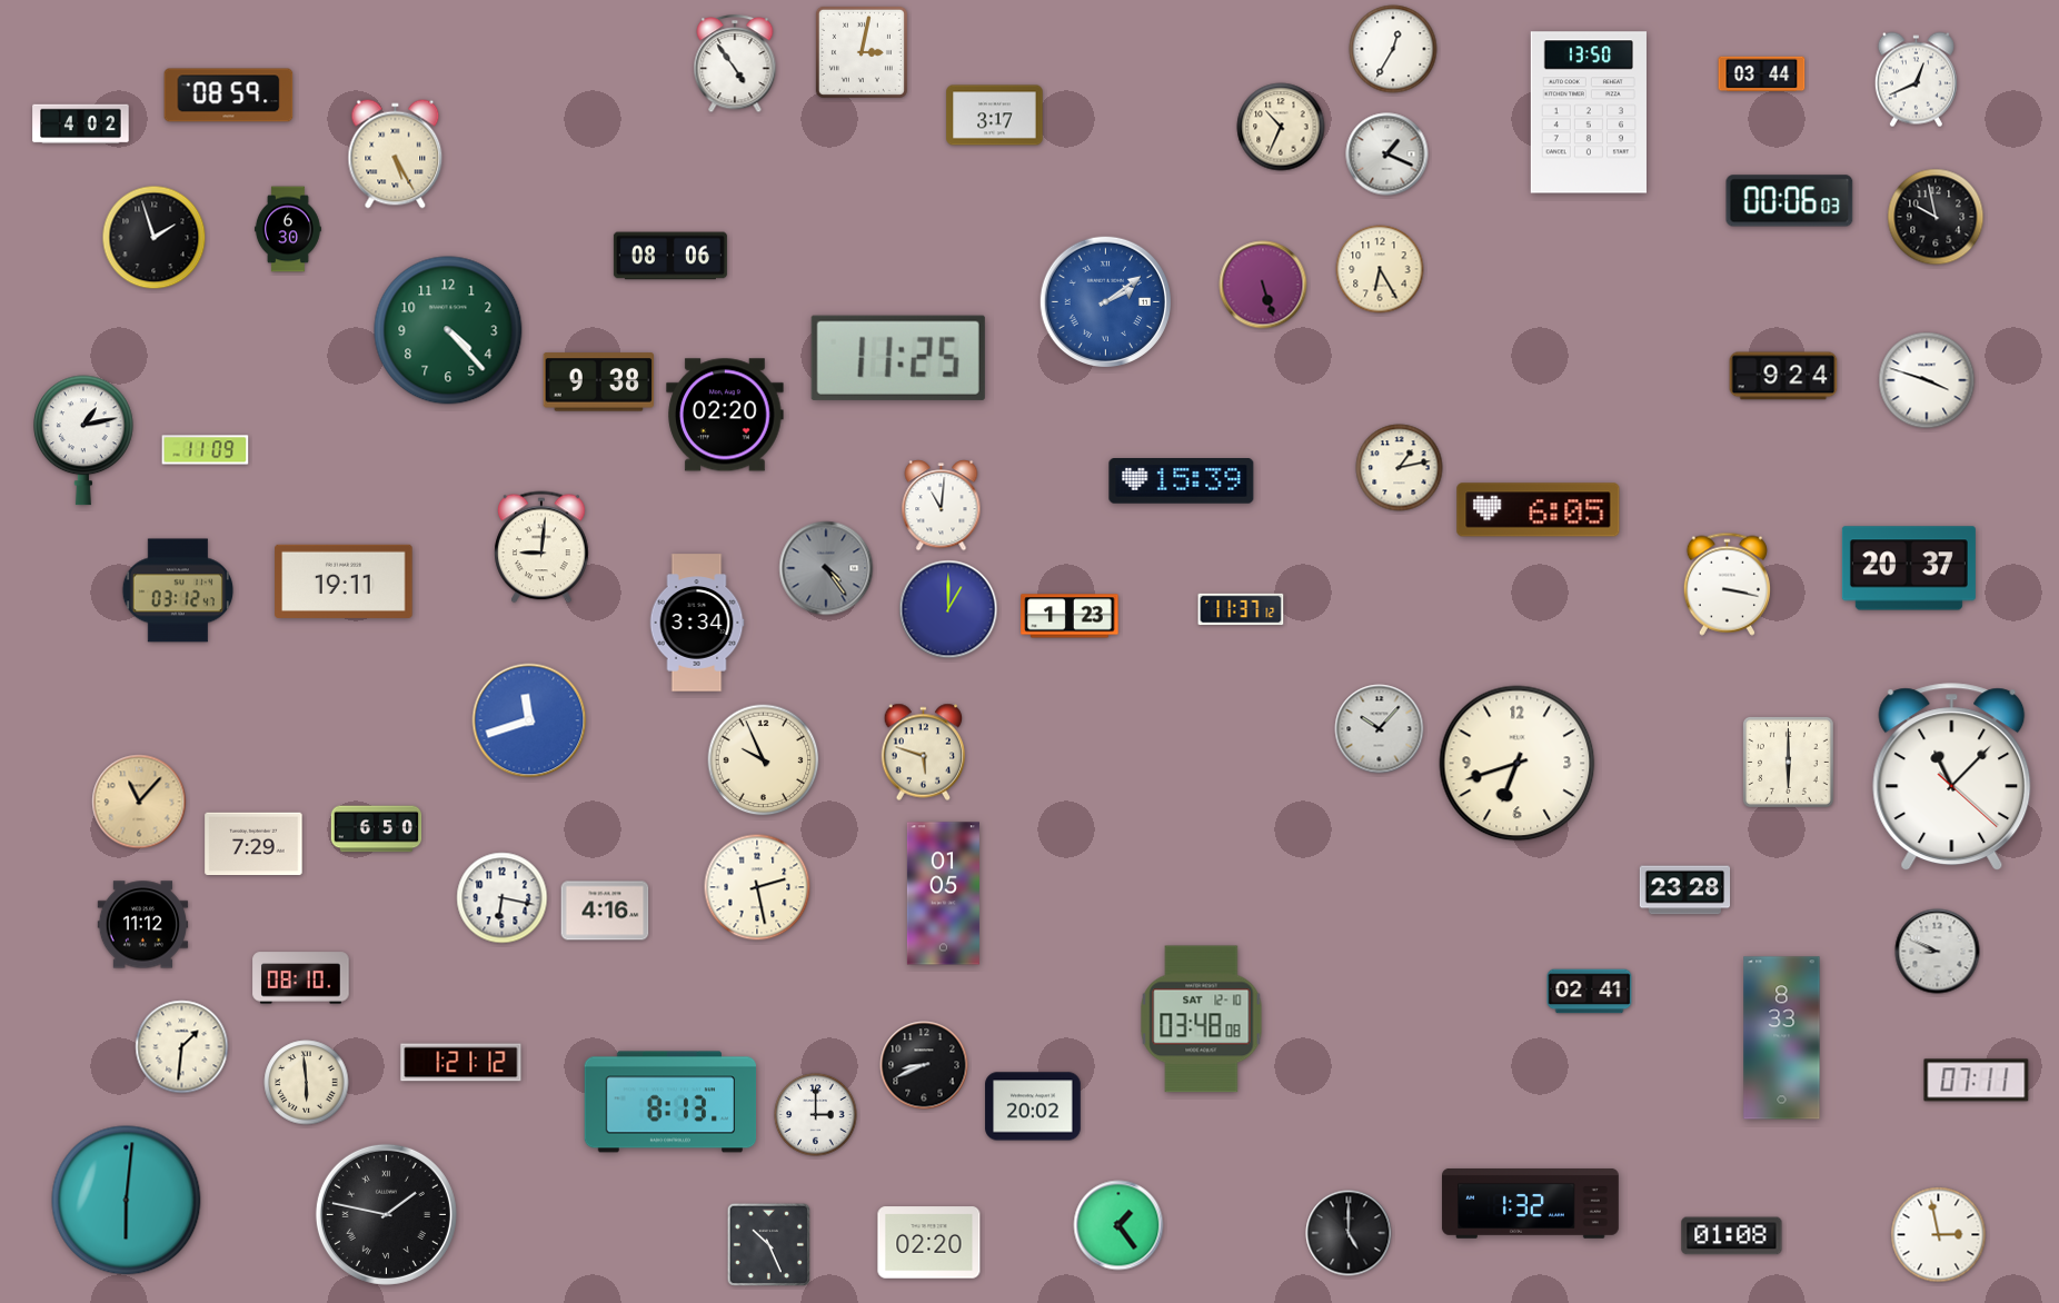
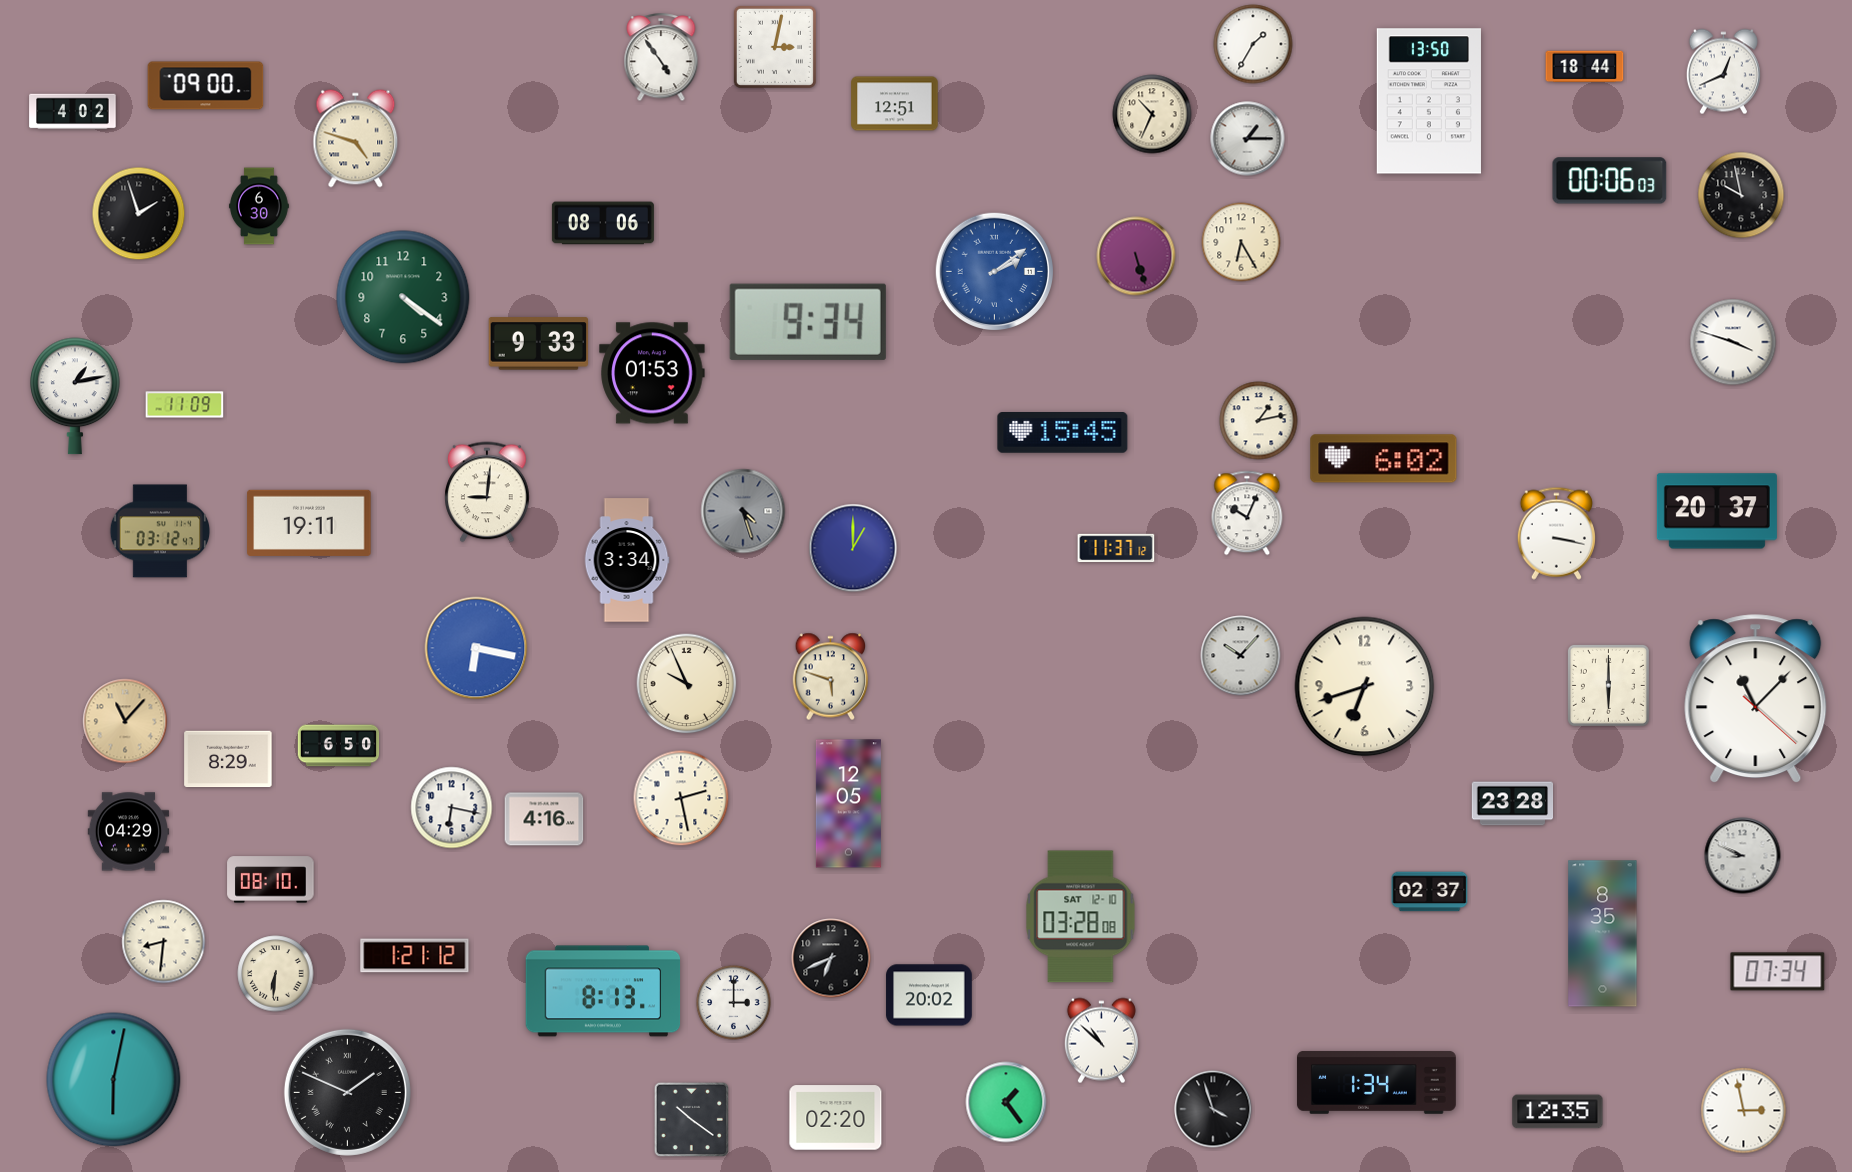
clock at (1393, 49): 12:35 -> 1:35
clock at (1762, 74): 03:44 -> 18:44
clock at (229, 96): 08:59 -> 09:00
clock at (995, 116): 3:17 -> 12:51
clock at (396, 155): 5:25 -> 4:48
clock at (1387, 155): 1:19 -> 1:15
clock at (670, 256) position: (670, 256) -> (603, 223)
clock at (448, 330): 4:23 -> 4:21
clock at (898, 358): 11:25 -> 9:34
clock at (1783, 376): 9:24 -> none
clock at (598, 382): 9:38 -> 9:33
clock at (725, 415): 02:20 -> 01:53
clock at (1182, 481): 15:39 -> 15:45
clock at (942, 506): 11:01 -> none
clock at (1539, 510): 6:05 -> 6:02
clock at (826, 568): 4:24 -> 4:27
clock at (1247, 513): none -> 10:04
clock at (1727, 584) position: (1727, 584) -> (1556, 533)
clock at (1070, 616): 1:23 -> none
clock at (529, 720): 11:42 -> 6:17
clock at (253, 844): 7:29 -> 8:29
clock at (1685, 891) position: (1685, 891) -> (1513, 804)
clock at (943, 894): 01:05 -> 12:05
clock at (143, 925): 11:12 -> 04:29
clock at (1590, 992): 02:41 -> 02:37
clock at (1202, 1019): 03:48 -> 03:28
clock at (1782, 1038): 8:33 -> 8:35
clock at (182, 1047): 1:31 -> 8:31
clock at (924, 1065): 8:41 -> 6:41
clock at (1977, 1081): 07:11 -> 07:34
clock at (307, 1083): 5:59 -> 6:31
clock at (1101, 1041): none -> 10:52
clock at (127, 1201): 6:01 -> 6:02
clock at (1530, 1204): 1:32 -> 1:34
clock at (386, 1214): 1:47 -> 1:49
clock at (1349, 1233): 5:00 -> 3:57
clock at (1732, 1236): 01:08 -> 12:35
clock at (769, 1245): 10:26 -> 10:21
